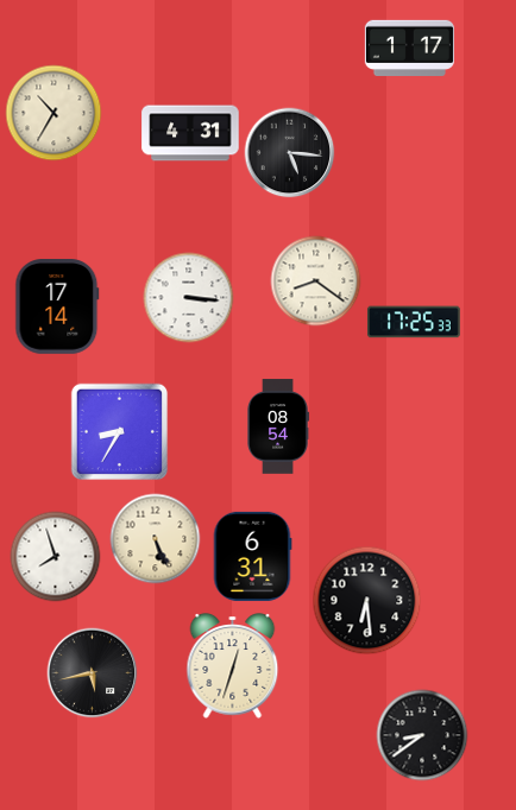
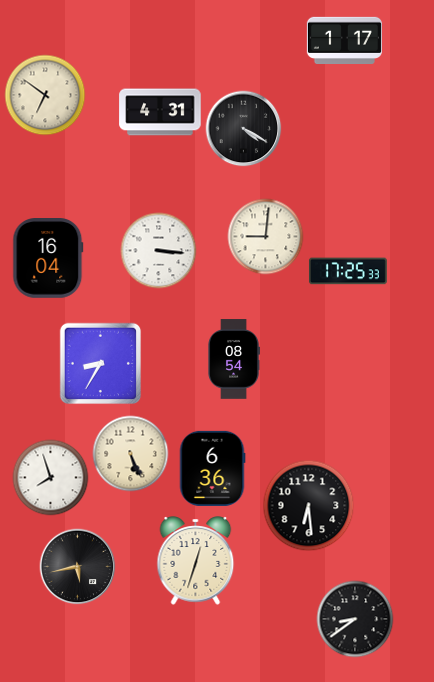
clock at (54, 113): 10:35 -> 6:51
clock at (290, 153): 5:16 -> 4:20
clock at (316, 281): 8:21 -> 9:01
clock at (57, 308): 17:14 -> 16:04
clock at (252, 556): 6:31 -> 6:36
clock at (56, 557) position: (56, 557) -> (51, 478)
